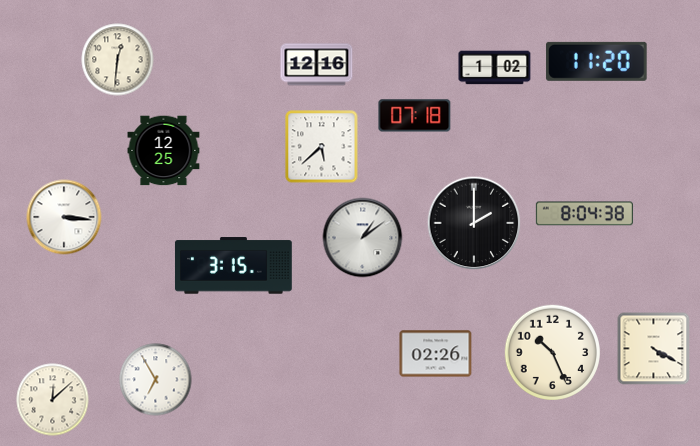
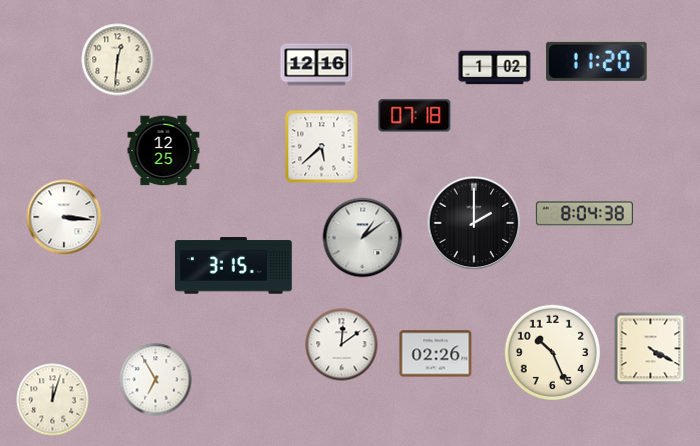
clock at (342, 345): none -> 12:09
clock at (654, 349) position: (654, 349) -> (651, 349)
clock at (53, 400): 12:08 -> 12:03
